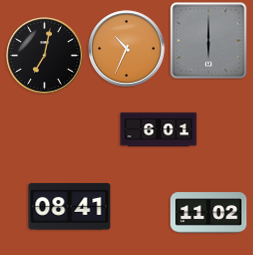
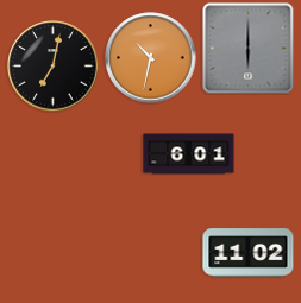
clock at (127, 49): 10:34 -> 10:32
clock at (70, 207): 08:41 -> none
